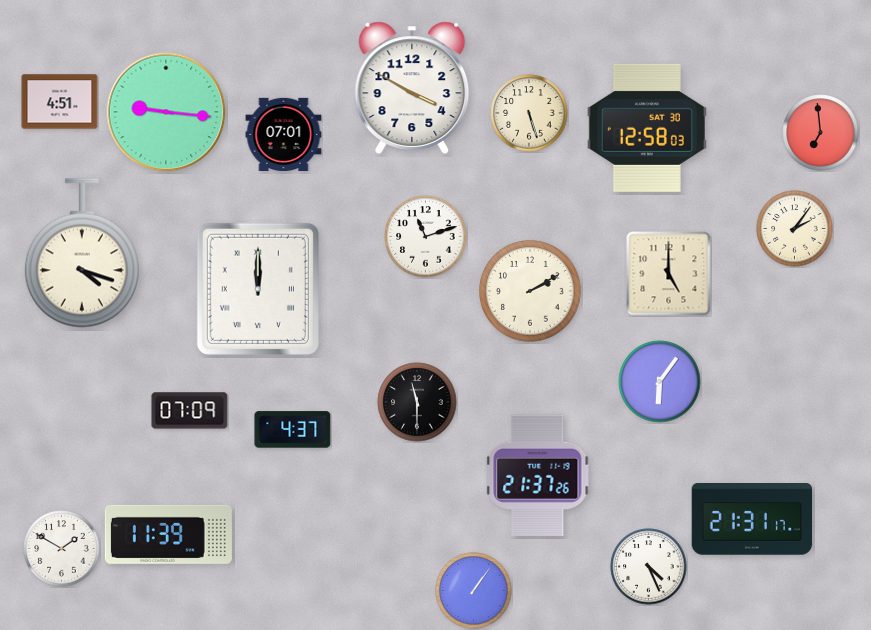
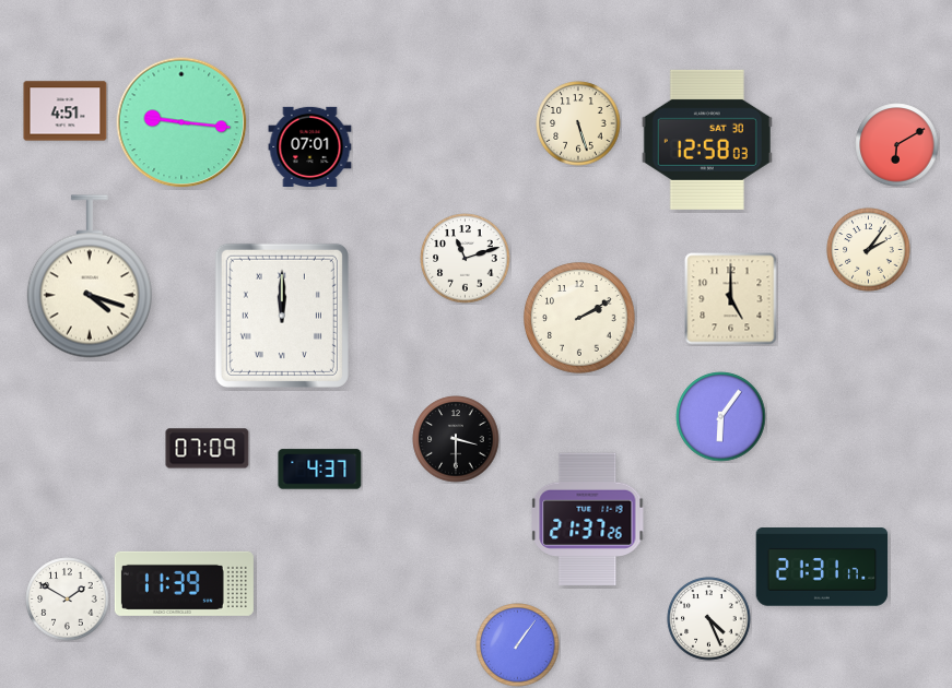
clock at (412, 88): 3:50 -> none
clock at (821, 133): 6:59 -> 6:10
clock at (417, 402): 11:30 -> 3:30
